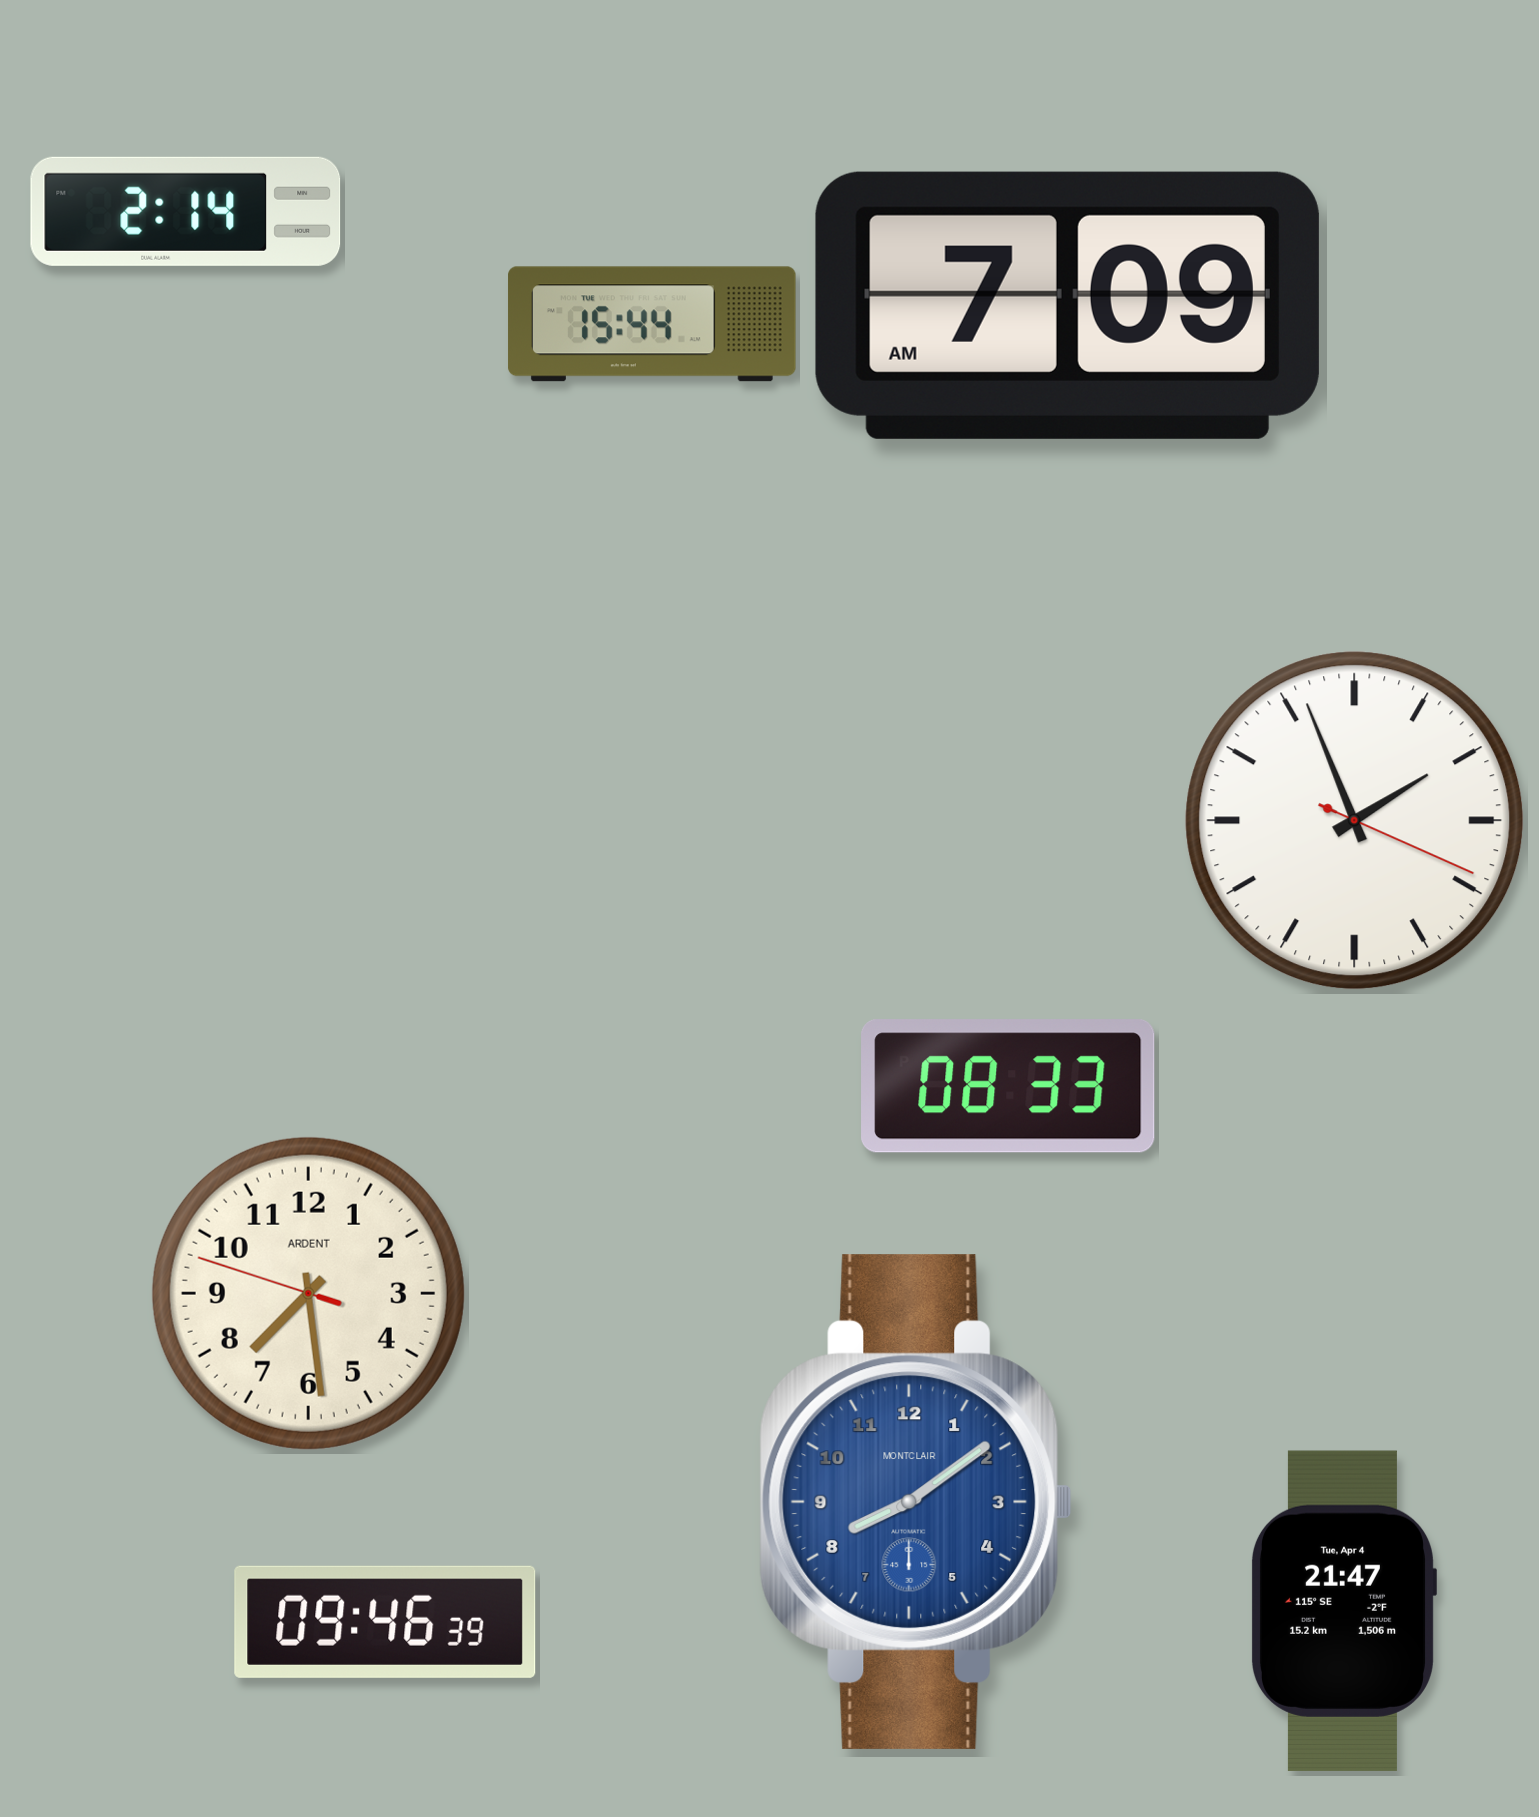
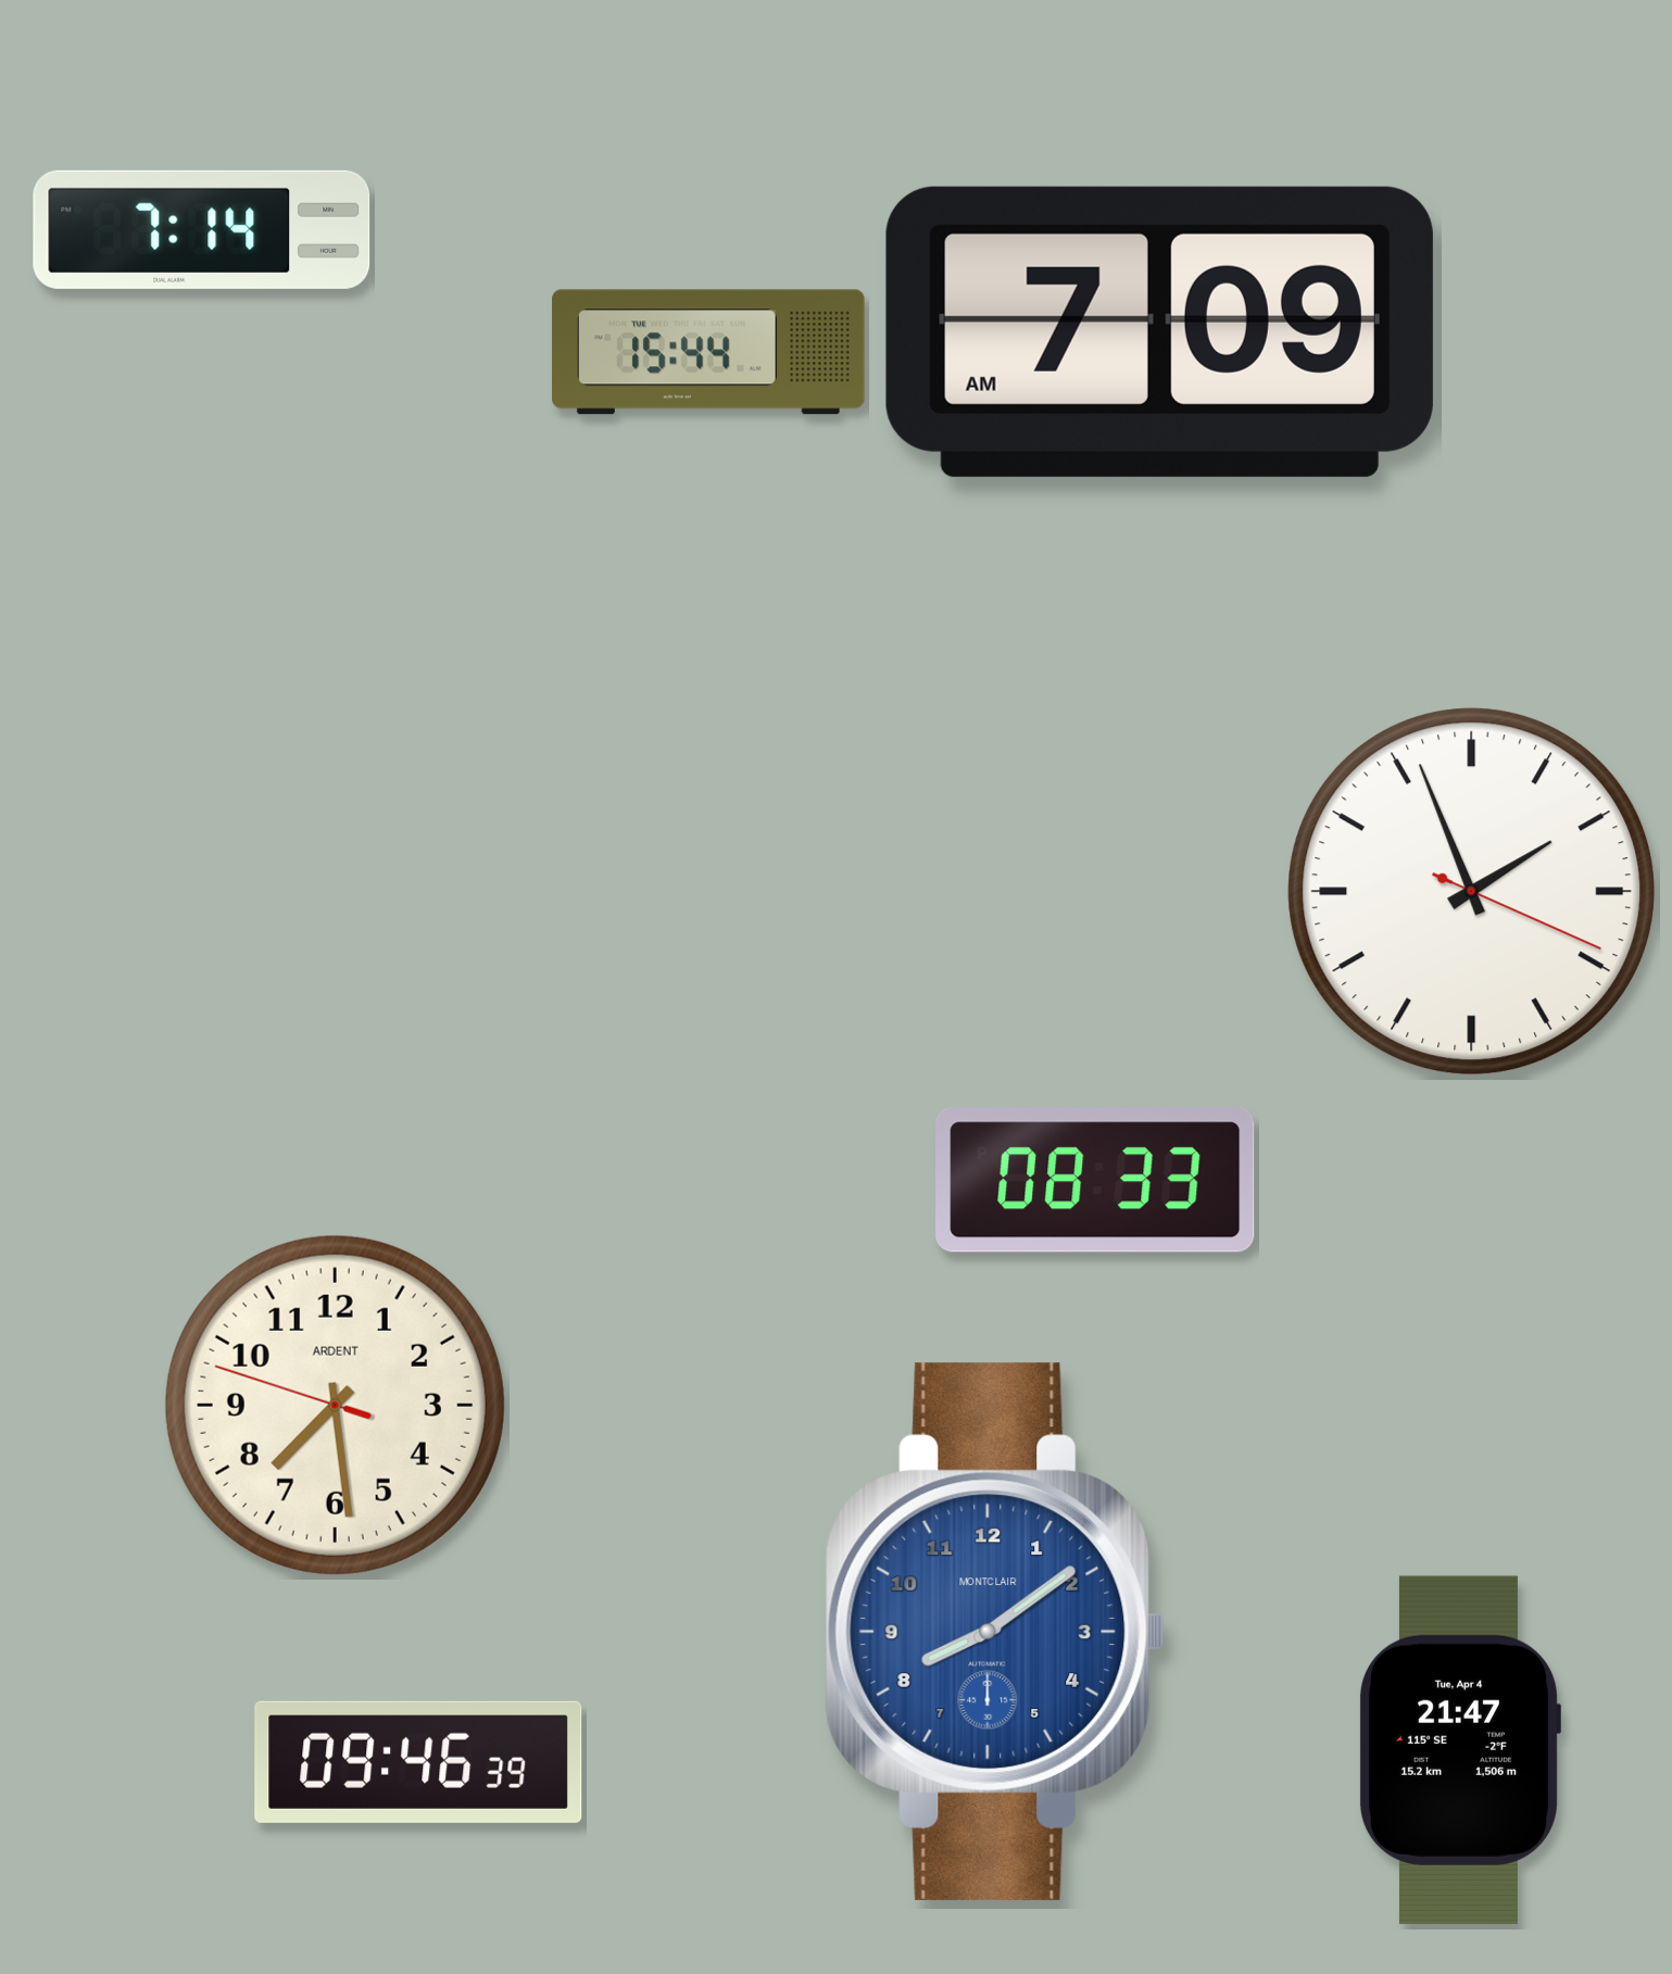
clock at (186, 211): 2:14 -> 7:14
